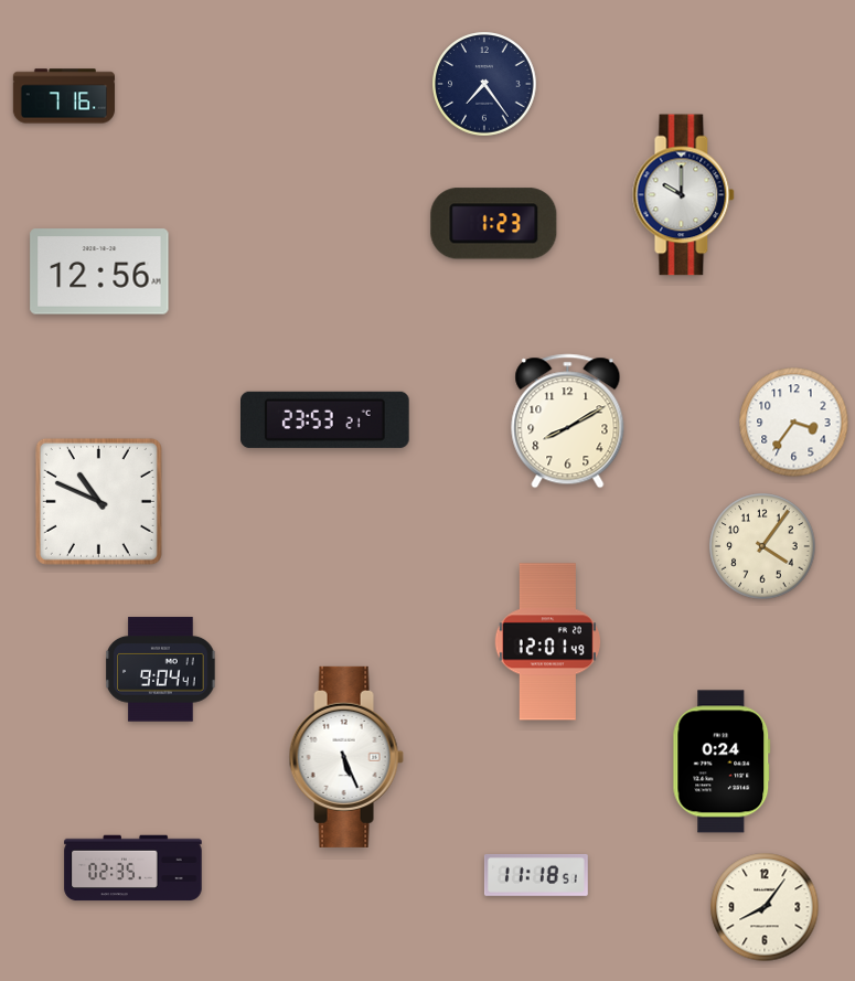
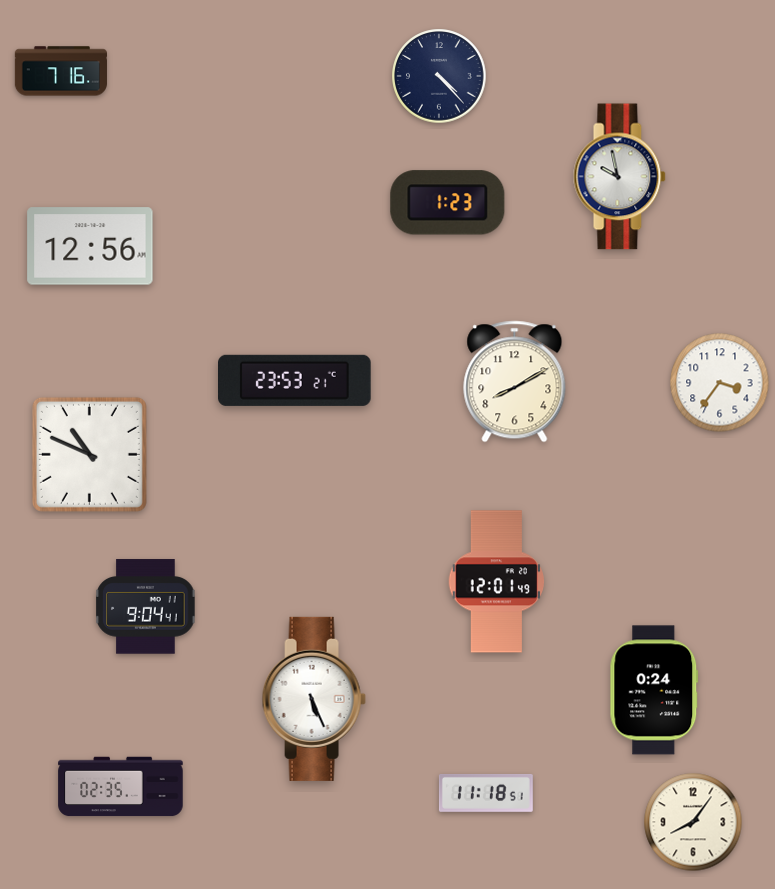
clock at (484, 84): 7:24 -> 4:23
clock at (64, 96) position: (64, 96) -> (61, 71)
clock at (684, 195): 10:00 -> 9:58
clock at (762, 546): 4:06 -> none
clock at (346, 757) position: (346, 757) -> (314, 699)
